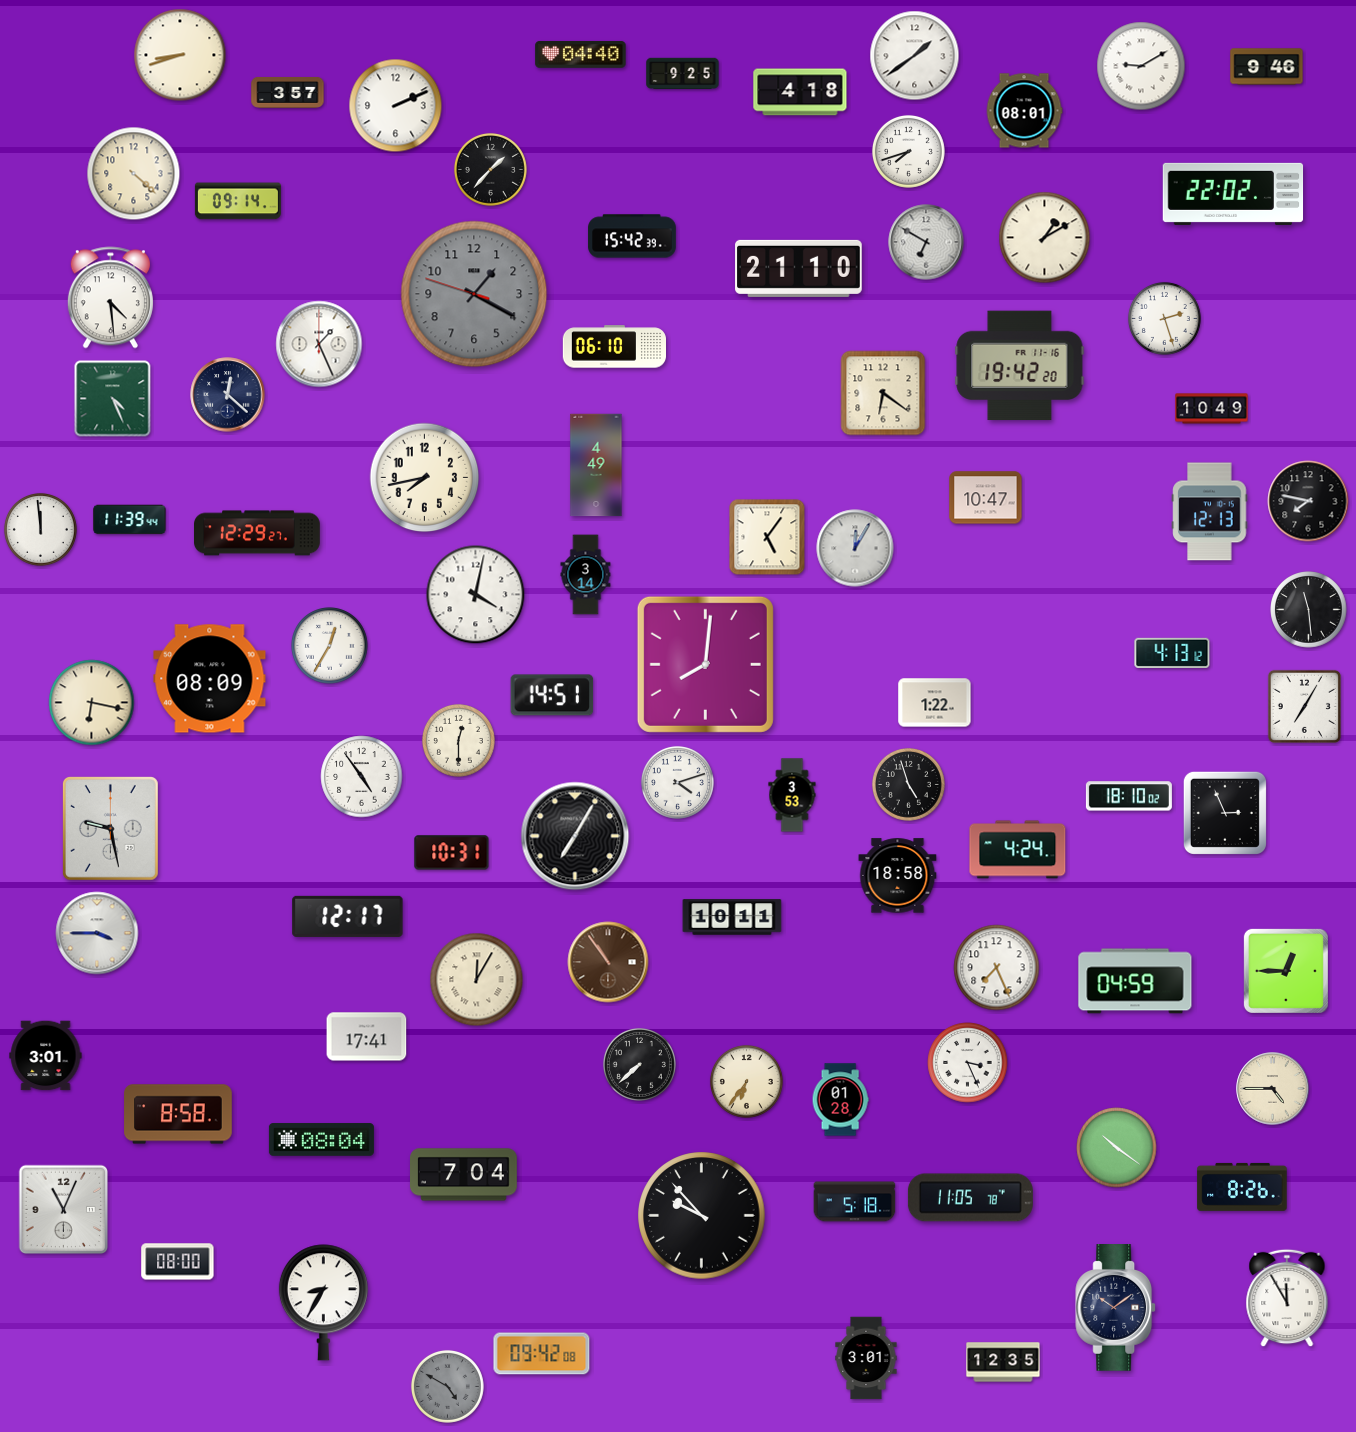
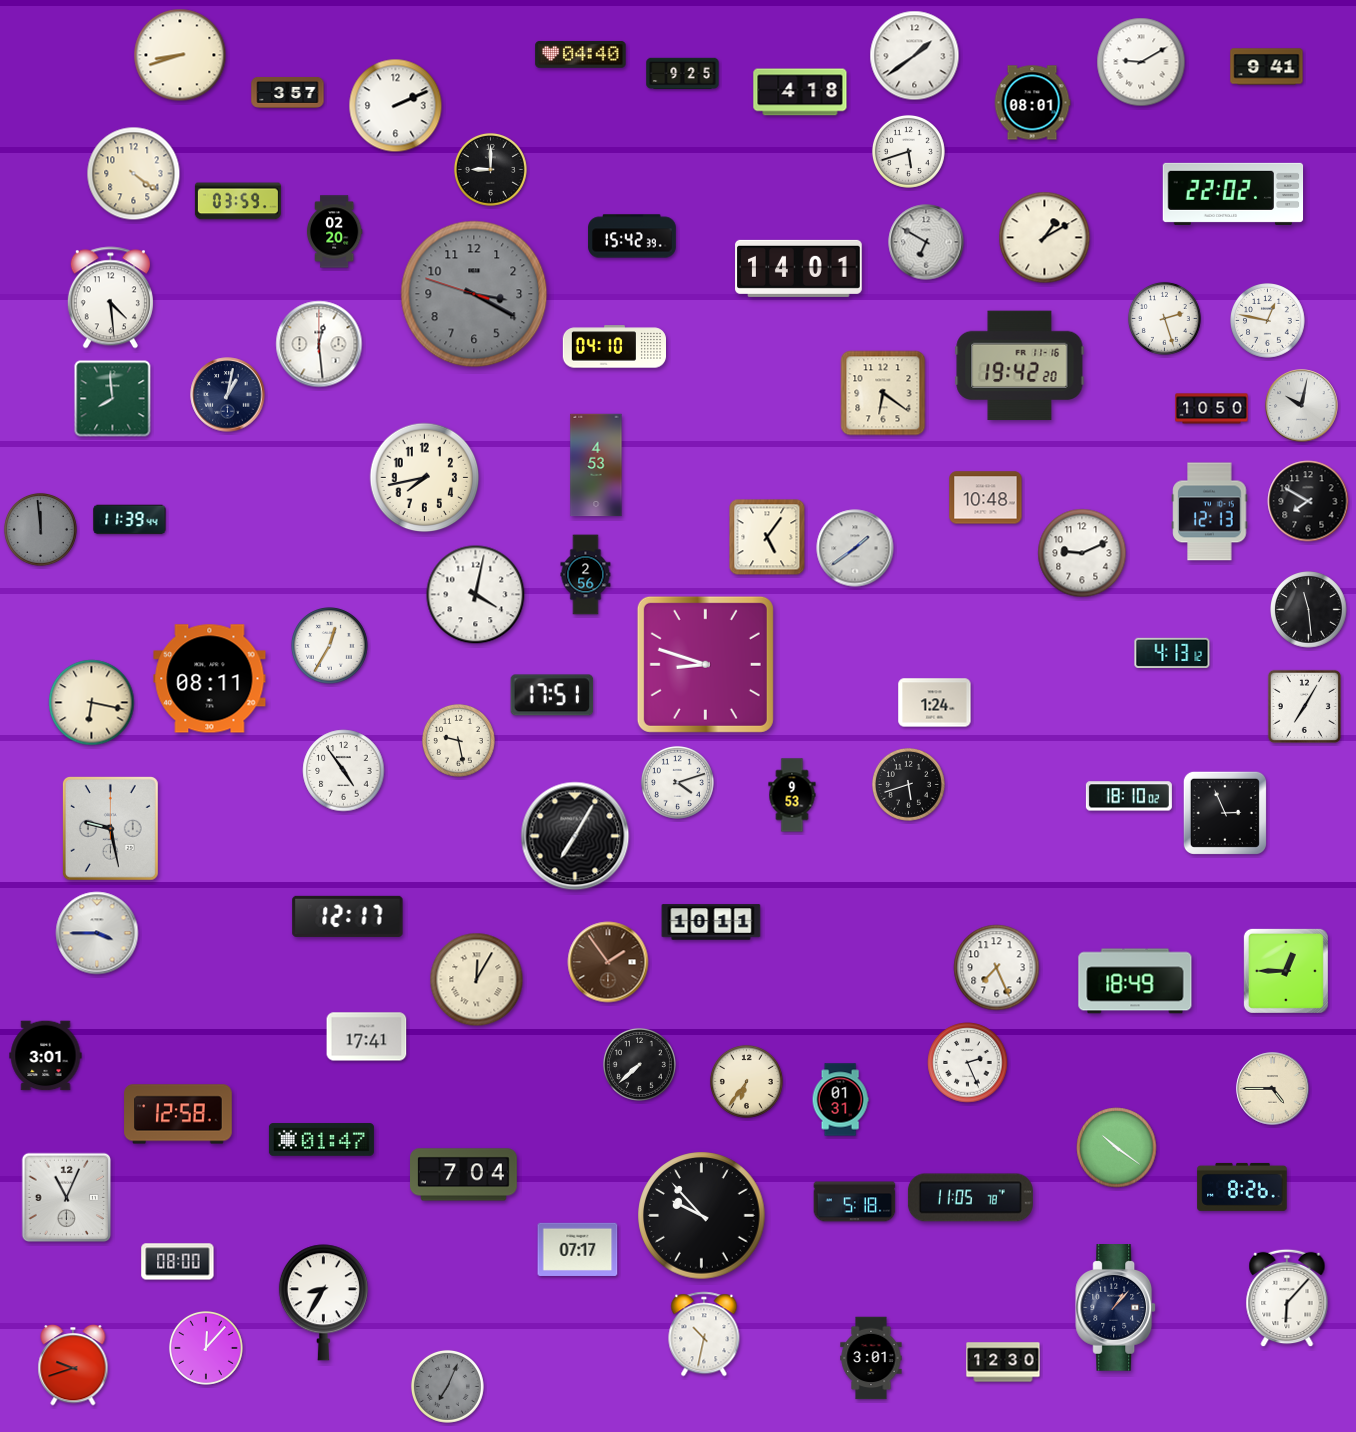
clock at (1141, 66) position: (1141, 66) -> (1141, 62)
clock at (1267, 67): 9:46 -> 9:41
clock at (1024, 111) position: (1024, 111) -> (1032, 103)
clock at (908, 151): 7:42 -> 5:42
clock at (490, 169): 1:37 -> 9:00
clock at (134, 174): 4:22 -> 4:21
clock at (238, 201): 09:14 -> 03:59
clock at (334, 232): none -> 02:20
clock at (799, 268): 21:10 -> 14:01
clock at (474, 294): 1:19 -> 3:19
clock at (1268, 321): none -> 12:47
clock at (319, 344): 1:26 -> 12:29
clock at (614, 347): 06:10 -> 04:10
clock at (228, 395): 12:22 -> 1:02
clock at (113, 399): 4:26 -> 7:59
clock at (1302, 406): none -> 10:02
clock at (1212, 409): 10:49 -> 10:50
clock at (596, 465): 4:49 -> 4:53
clock at (986, 498): 10:47 -> 10:48
clock at (1308, 501): 7:47 -> 7:50
clock at (40, 529) dial: white -> grey
clock at (258, 533): 12:29 -> none
clock at (855, 548): 12:05 -> 1:39
clock at (1082, 553): none -> 9:11
clock at (586, 575): 3:14 -> 2:56
clock at (705, 664): 8:01 -> 8:48
clock at (210, 679): 08:09 -> 08:11
clock at (552, 695): 14:51 -> 17:51
clock at (935, 703): 1:22 -> 1:24
clock at (458, 740): 12:30 -> 9:28
clock at (362, 777) position: (362, 777) -> (344, 771)
clock at (908, 784): 4:57 -> 5:42
clock at (792, 795): 3:53 -> 9:53
clock at (1018, 850): 4:24 -> none
clock at (452, 853): 10:31 -> none
clock at (898, 876): 18:58 -> none
clock at (732, 917) position: (732, 917) -> (711, 922)
clock at (608, 962): 10:54 -> 1:54
clock at (1135, 981): 04:59 -> 18:49
clock at (968, 1063): 3:26 -> 2:26
clock at (840, 1100): 01:28 -> 01:31
clock at (178, 1114): 8:58 -> 12:58
clock at (321, 1140): 08:04 -> 01:47
clock at (64, 1210) position: (64, 1210) -> (67, 1198)
clock at (578, 1249): none -> 07:17
clock at (1287, 1298): 11:55 -> 6:07
clock at (1116, 1308): 10:09 -> 1:07
clock at (704, 1334): none -> 10:32
clock at (206, 1348): none -> 12:07
clock at (542, 1354): 09:42 -> none
clock at (866, 1358) position: (866, 1358) -> (871, 1358)
clock at (1003, 1362): 12:35 -> 12:30
clock at (73, 1365): none -> 9:42
clock at (447, 1386): 4:50 -> 7:04
